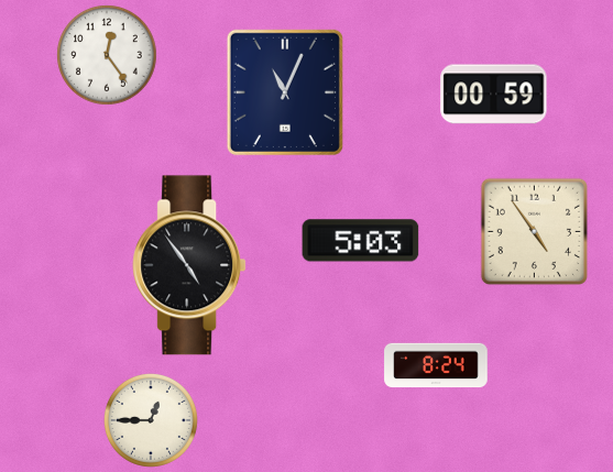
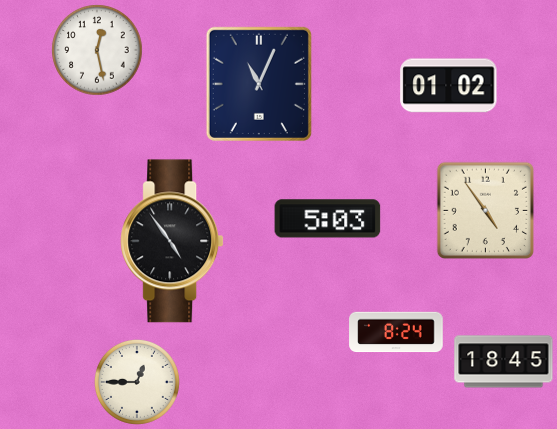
clock at (107, 55): 12:24 -> 12:28
clock at (494, 95): 00:59 -> 01:02
clock at (504, 362): none -> 18:45
